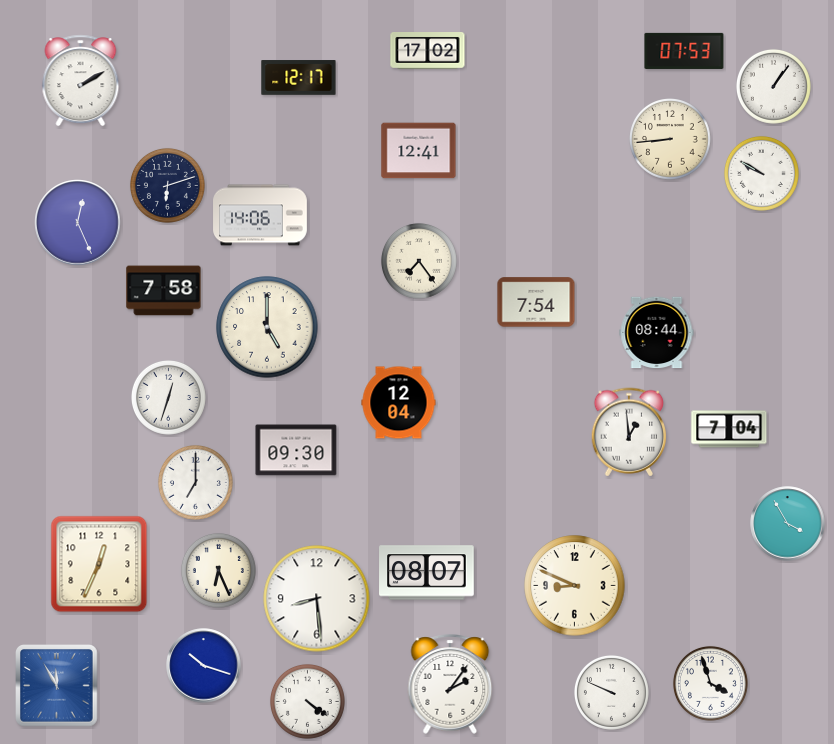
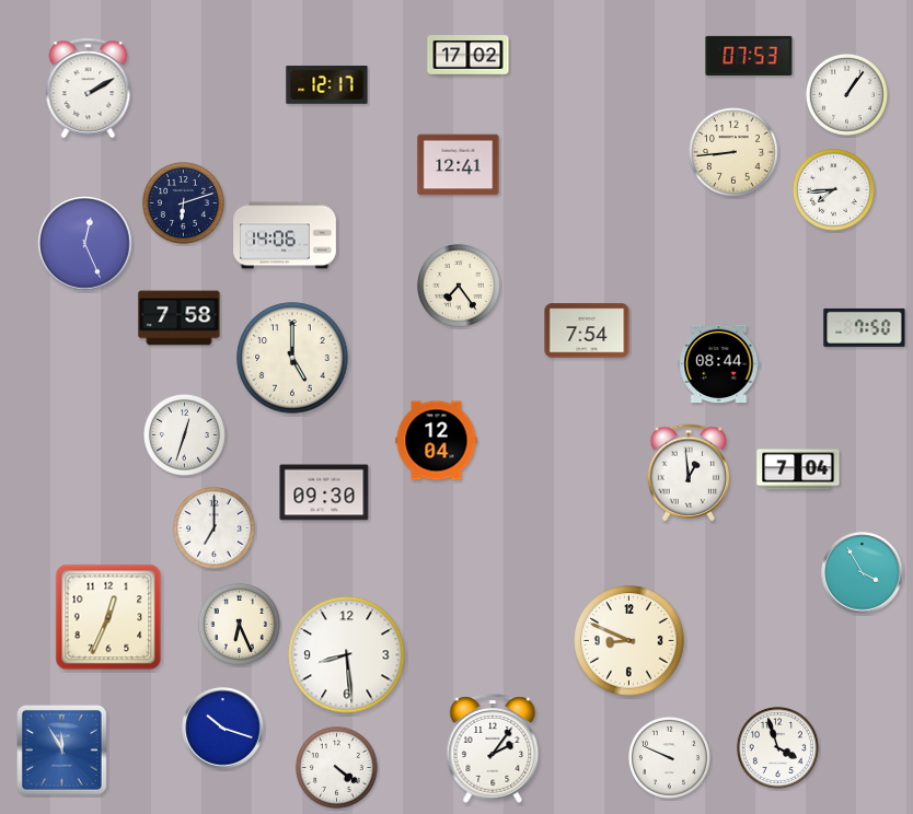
clock at (761, 173): 9:50 -> 7:44
clock at (865, 327): none -> 7:50
clock at (427, 573): 08:07 -> none
